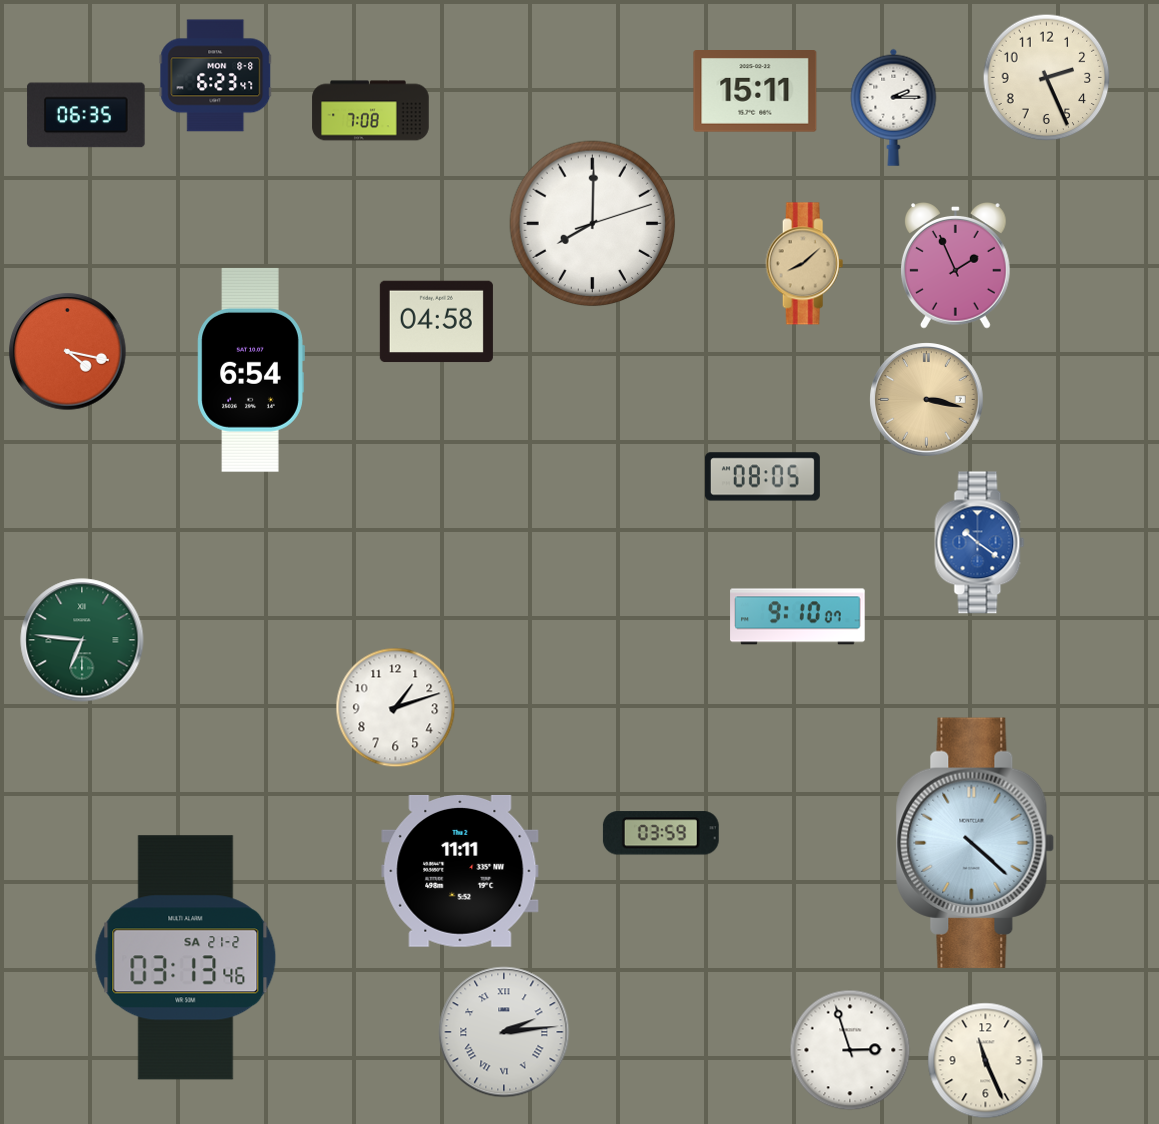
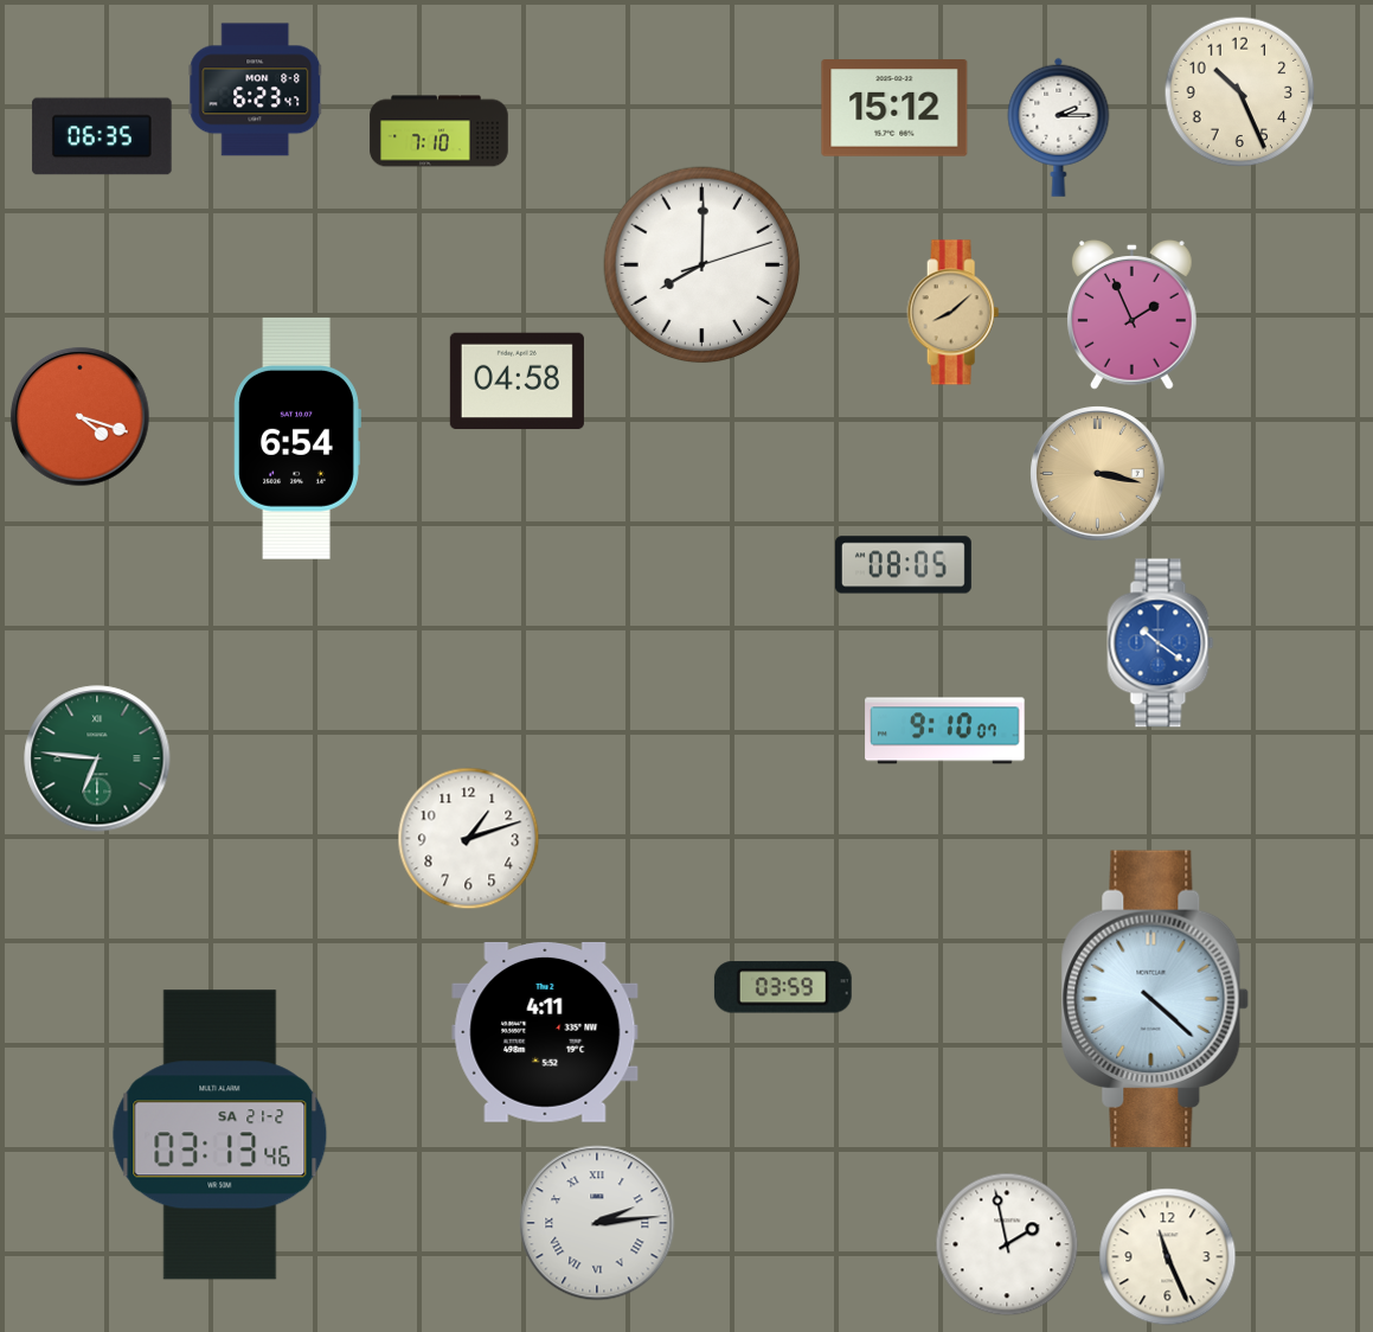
clock at (1047, 78): 2:26 -> 10:26
clock at (755, 92): 15:11 -> 15:12
clock at (371, 111): 7:08 -> 7:10
clock at (68, 352): 4:17 -> 4:18
clock at (460, 871): 11:11 -> 4:11
clock at (850, 1050): 2:57 -> 1:58
